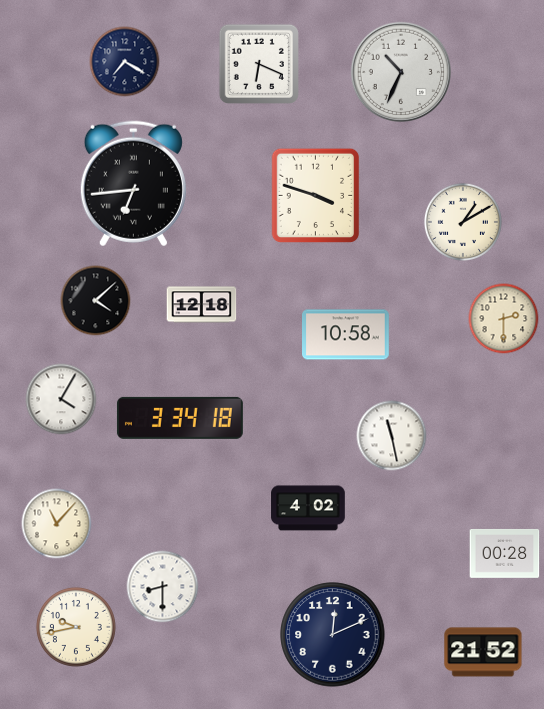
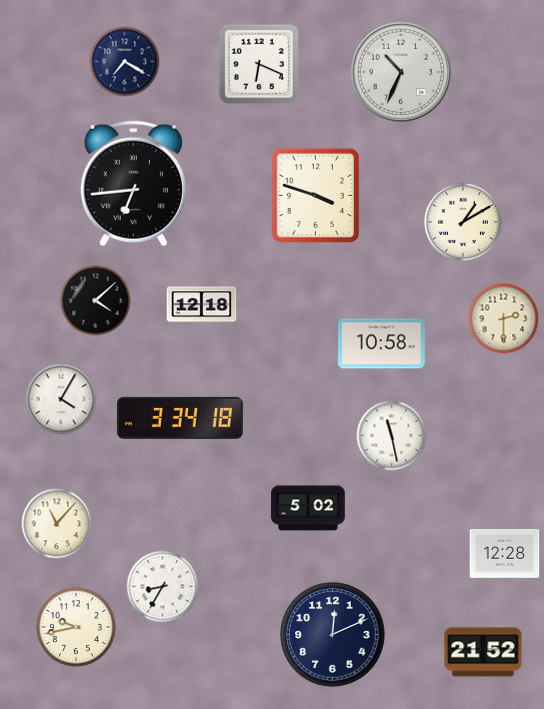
clock at (346, 335) position: (346, 335) -> (382, 344)
clock at (308, 508): 4:02 -> 5:02
clock at (505, 554): 00:28 -> 12:28
clock at (163, 587): 8:30 -> 8:35
